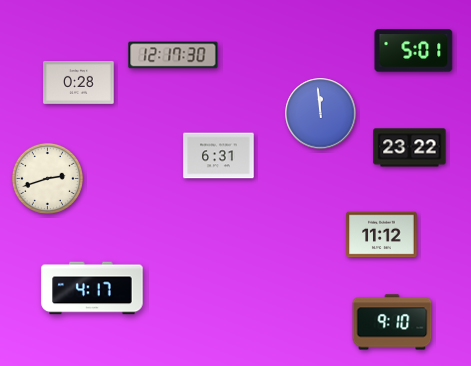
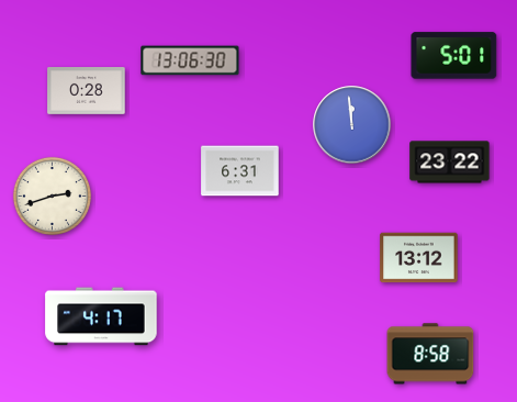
clock at (173, 55): 12:17 -> 13:06
clock at (382, 235): 11:12 -> 13:12
clock at (392, 322): 9:10 -> 8:58
